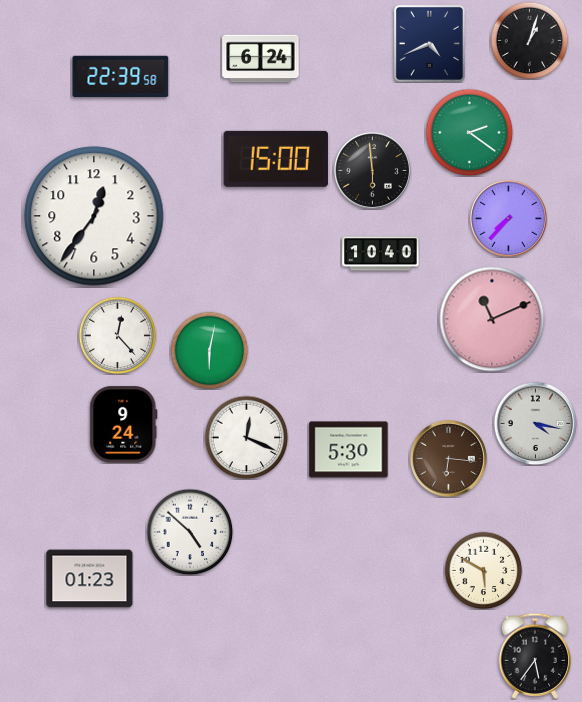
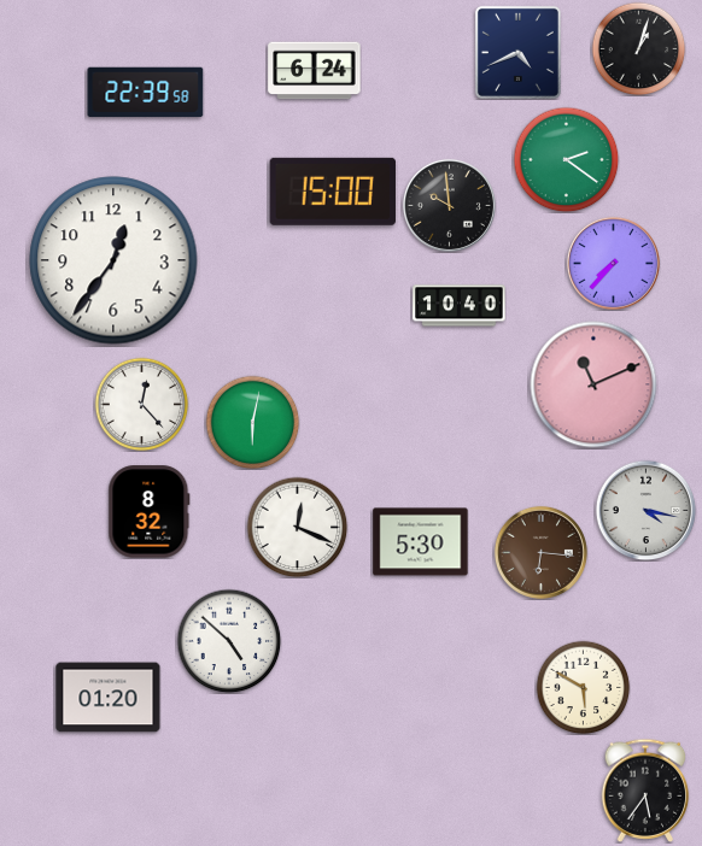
clock at (372, 170): 5:59 -> 9:59
clock at (124, 425): 9:24 -> 8:32
clock at (90, 579): 01:23 -> 01:20
